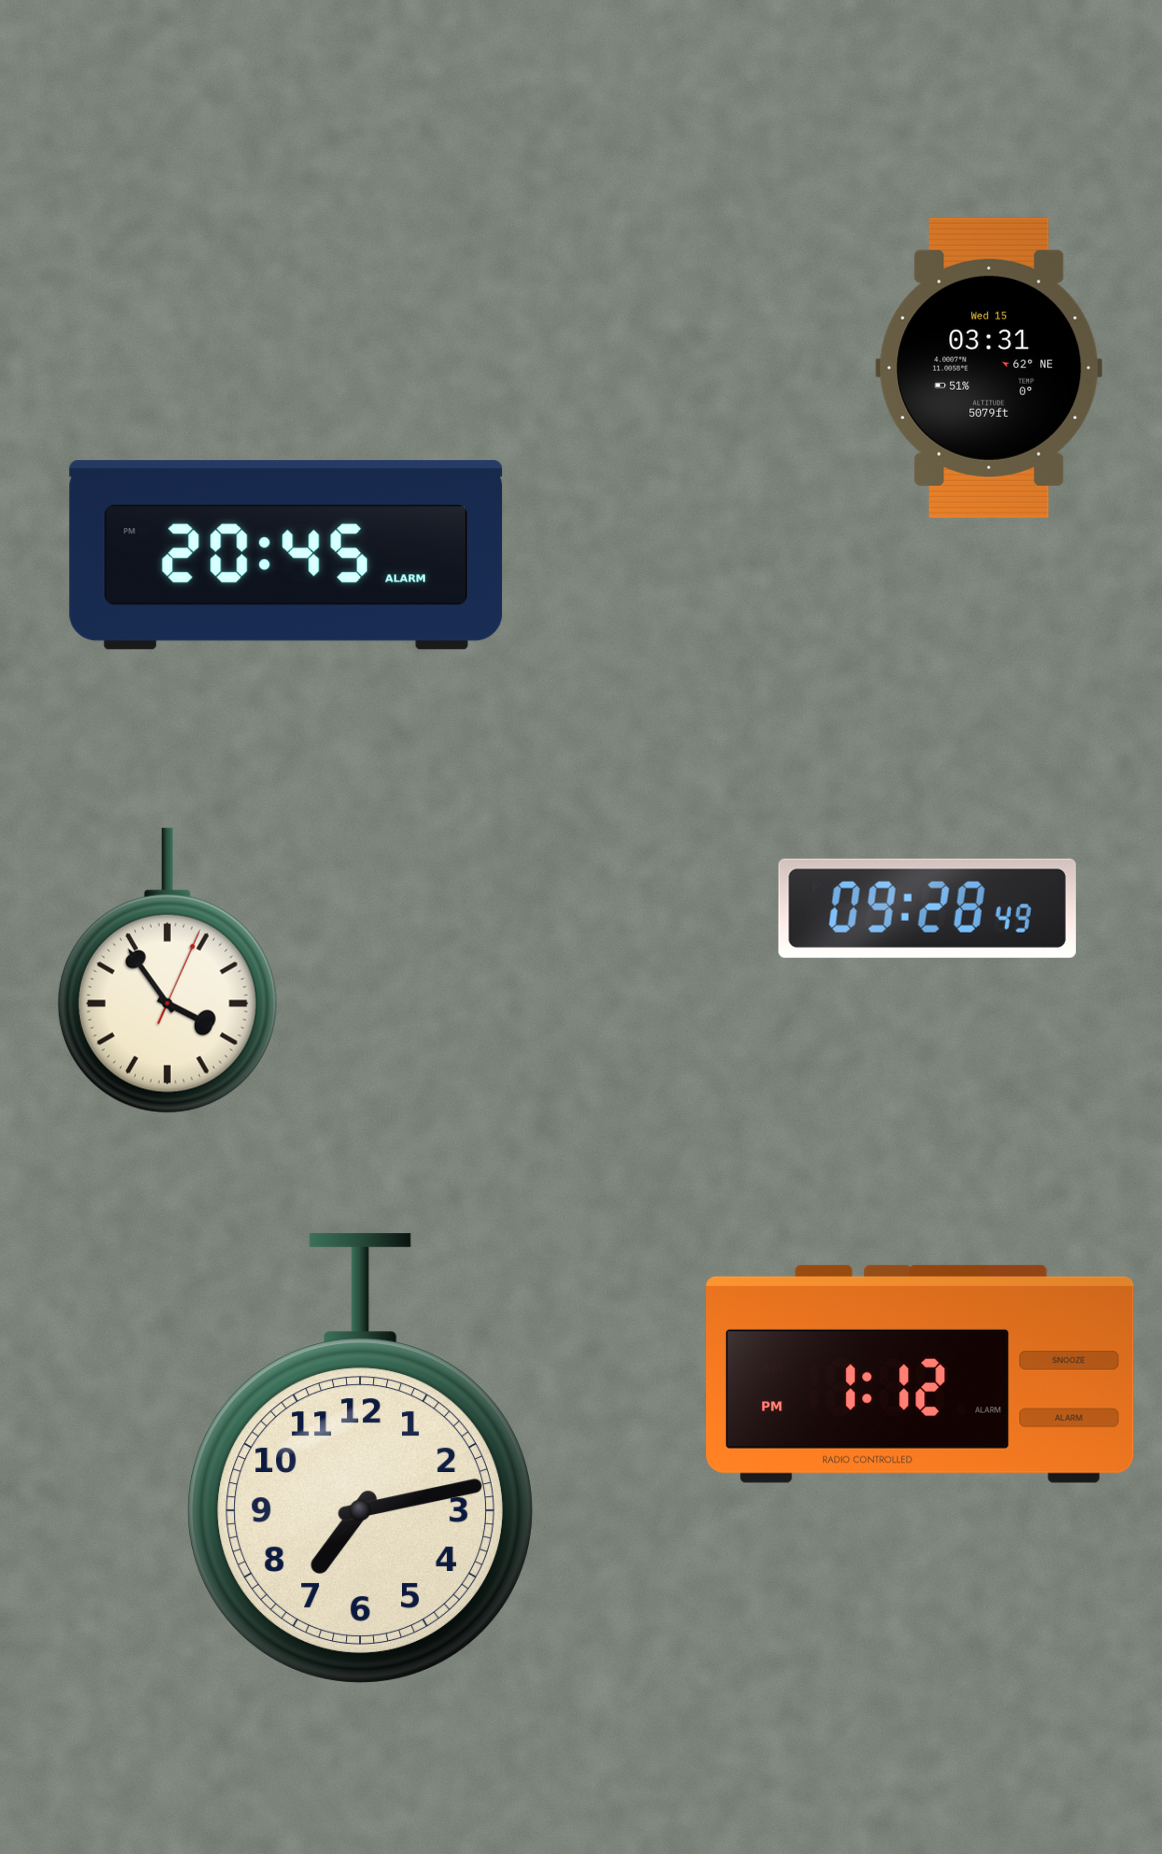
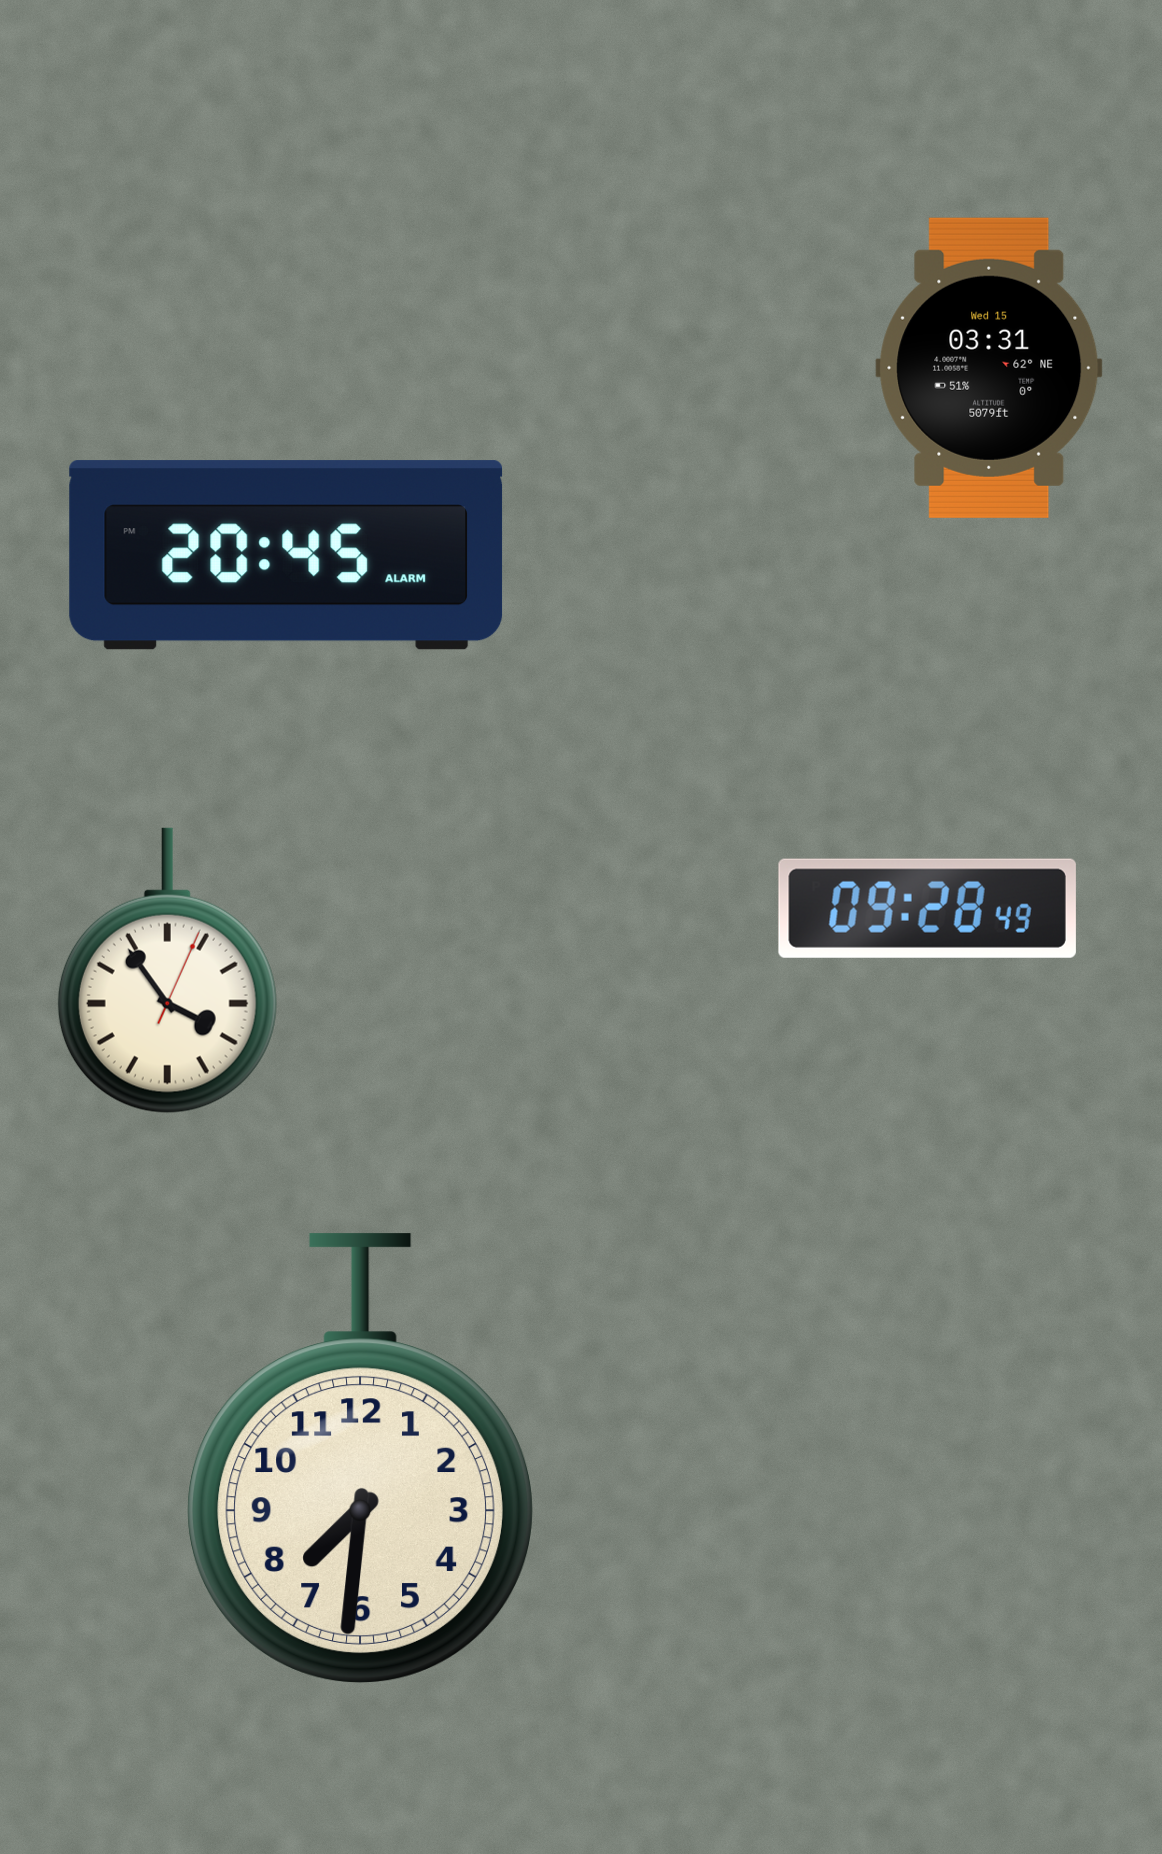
clock at (920, 1374): 1:12 -> none
clock at (360, 1458): 7:13 -> 7:31
